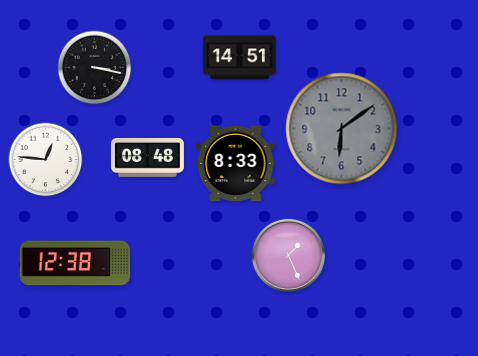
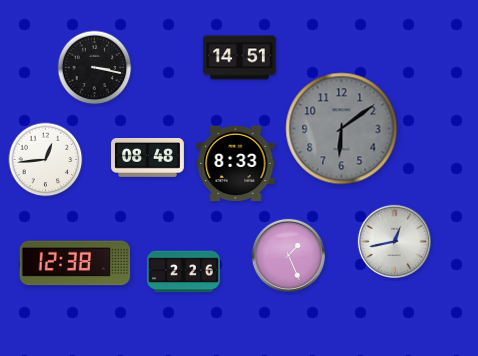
clock at (46, 160): 12:46 -> 12:44
clock at (394, 241): none -> 12:43
clock at (183, 272): none -> 2:26
